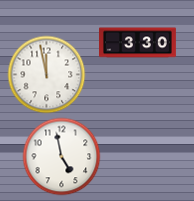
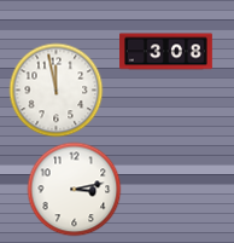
clock at (138, 43): 3:30 -> 3:08
clock at (61, 156): 4:58 -> 3:13
